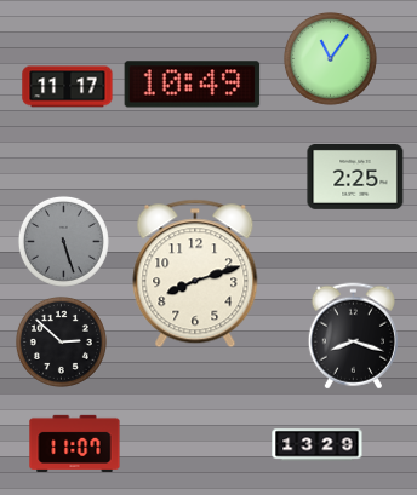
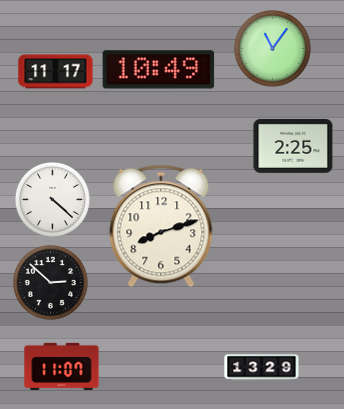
clock at (63, 241): 5:27 -> 4:22
clock at (63, 241) dial: grey -> white
clock at (353, 336): 8:18 -> none
